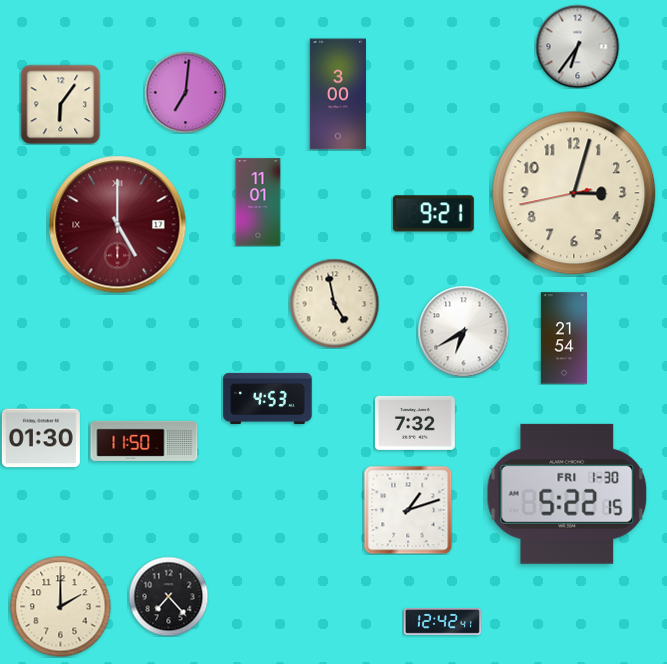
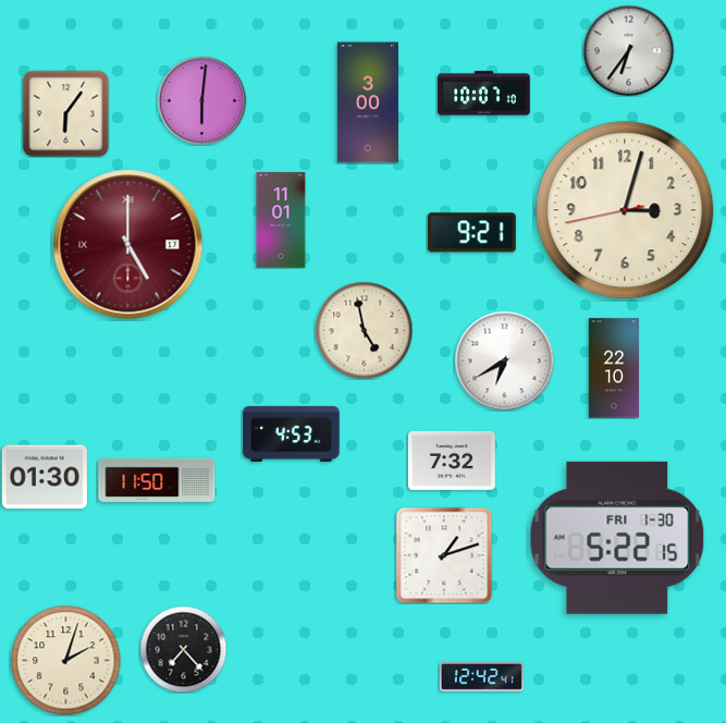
clock at (484, 94): none -> 10:07
clock at (185, 92): 7:01 -> 6:01
clock at (564, 338): 21:54 -> 22:10
clock at (61, 607): 2:00 -> 2:03
